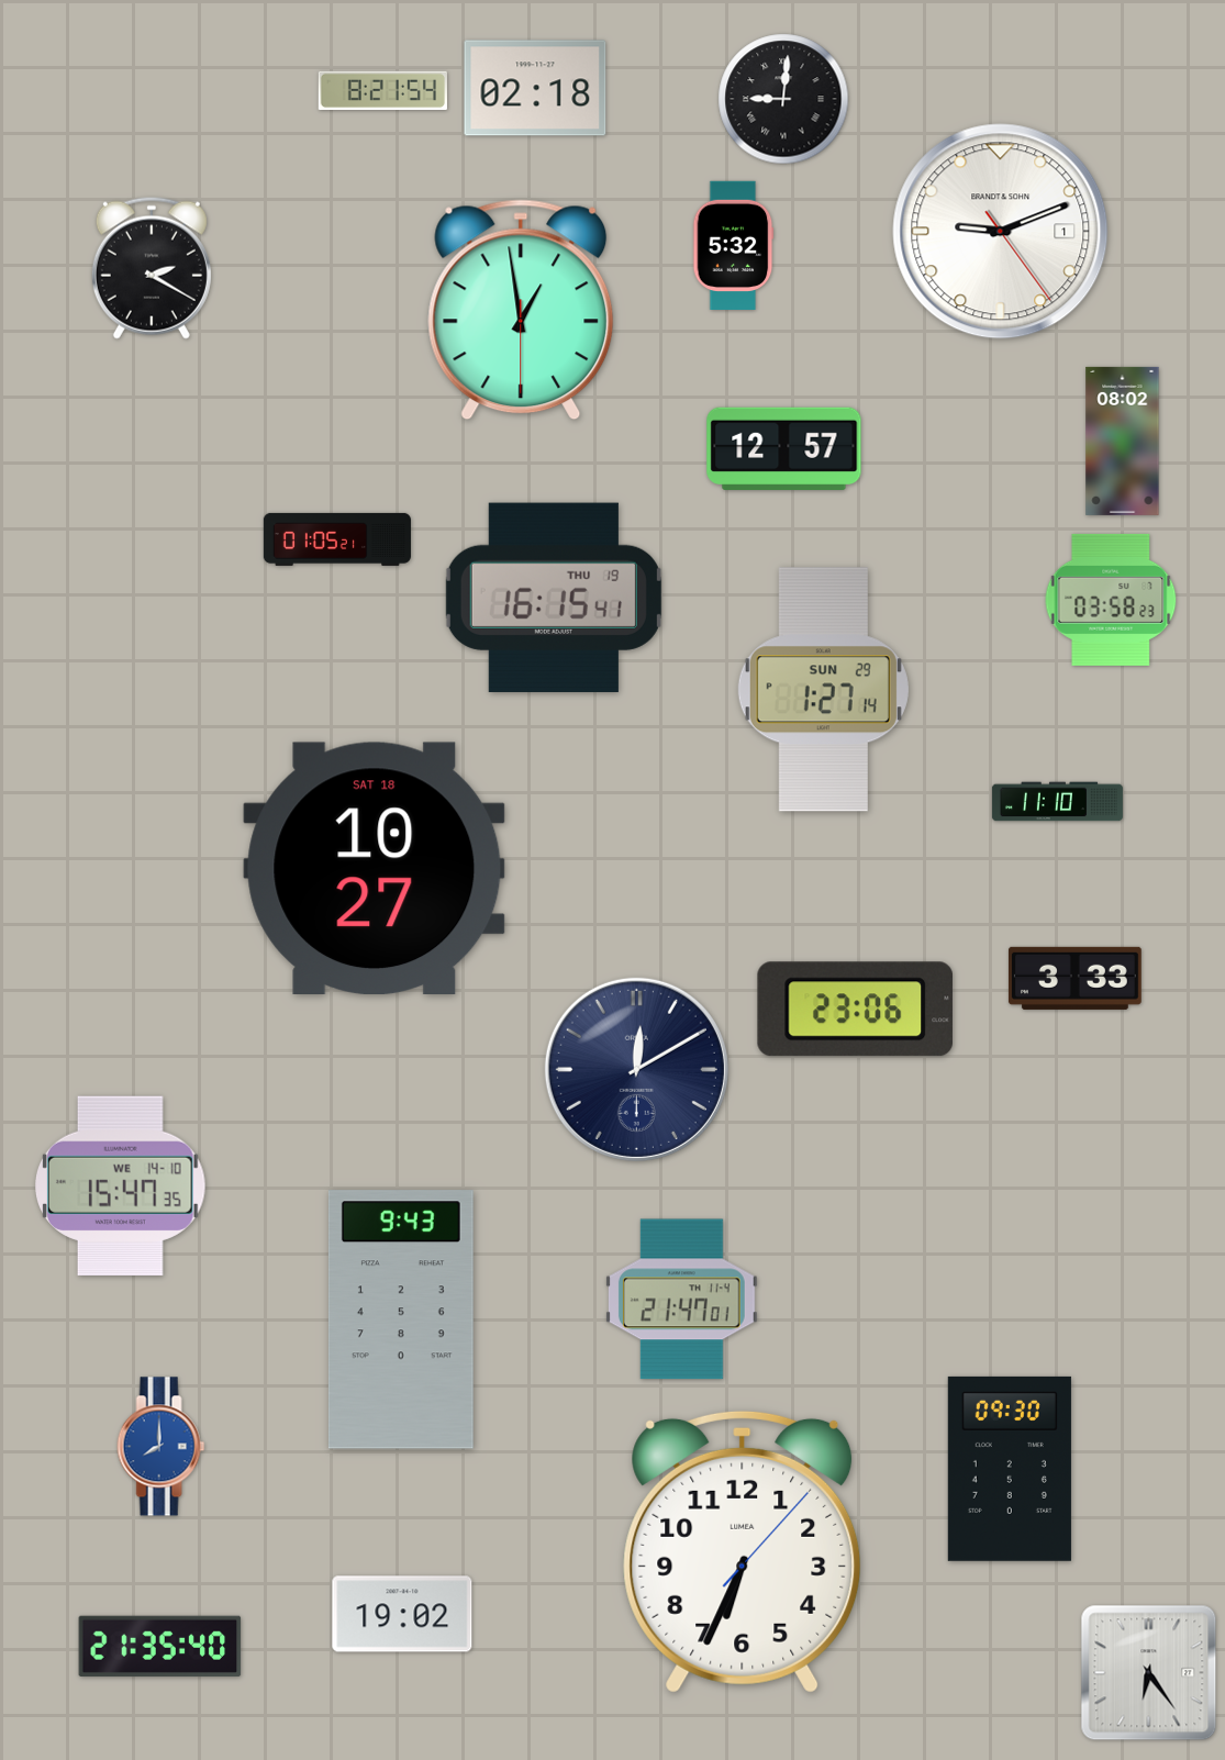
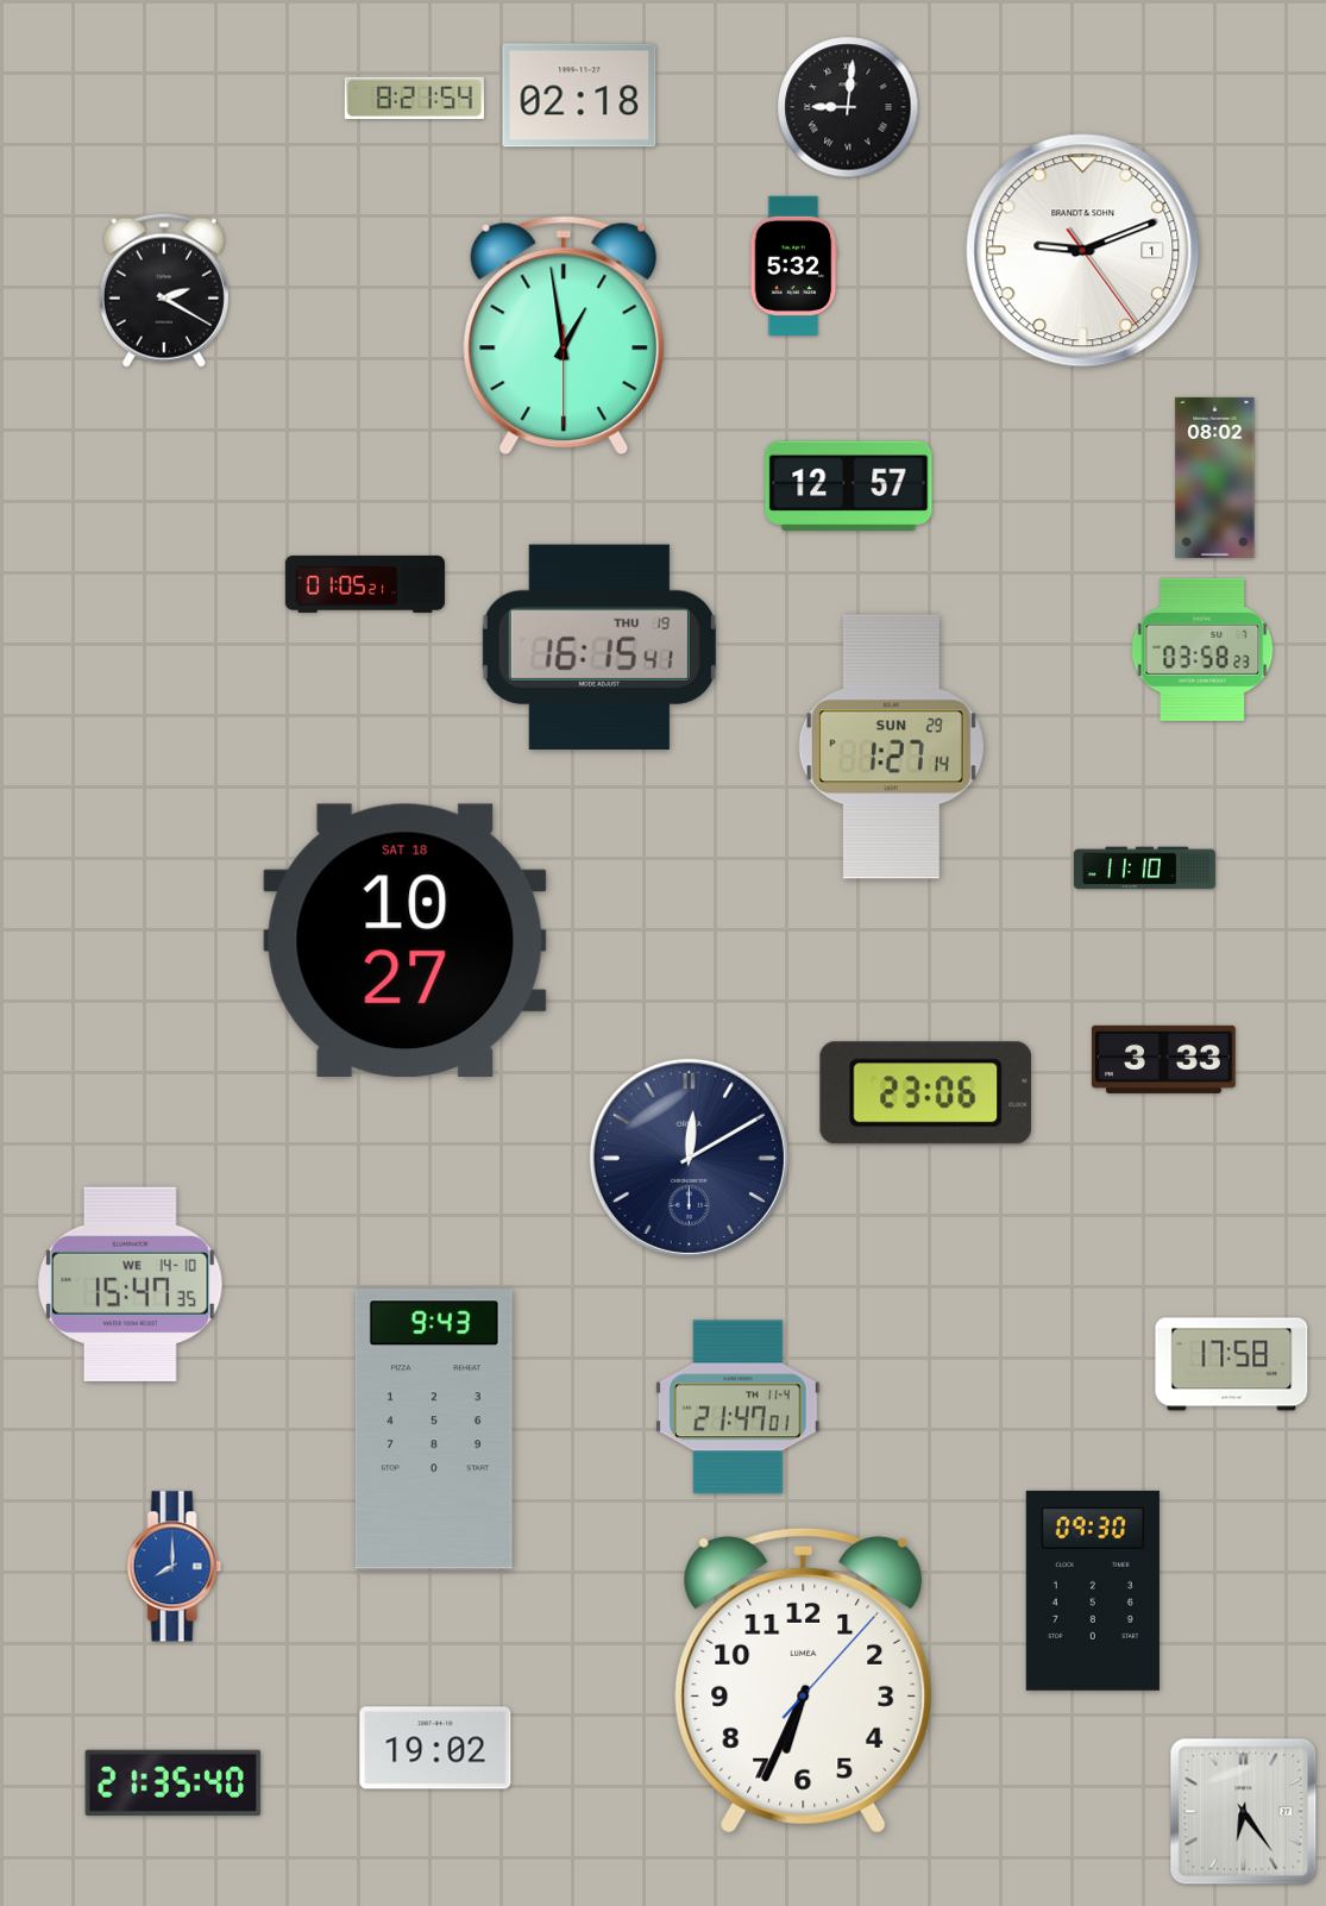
clock at (1232, 1365): none -> 17:58
